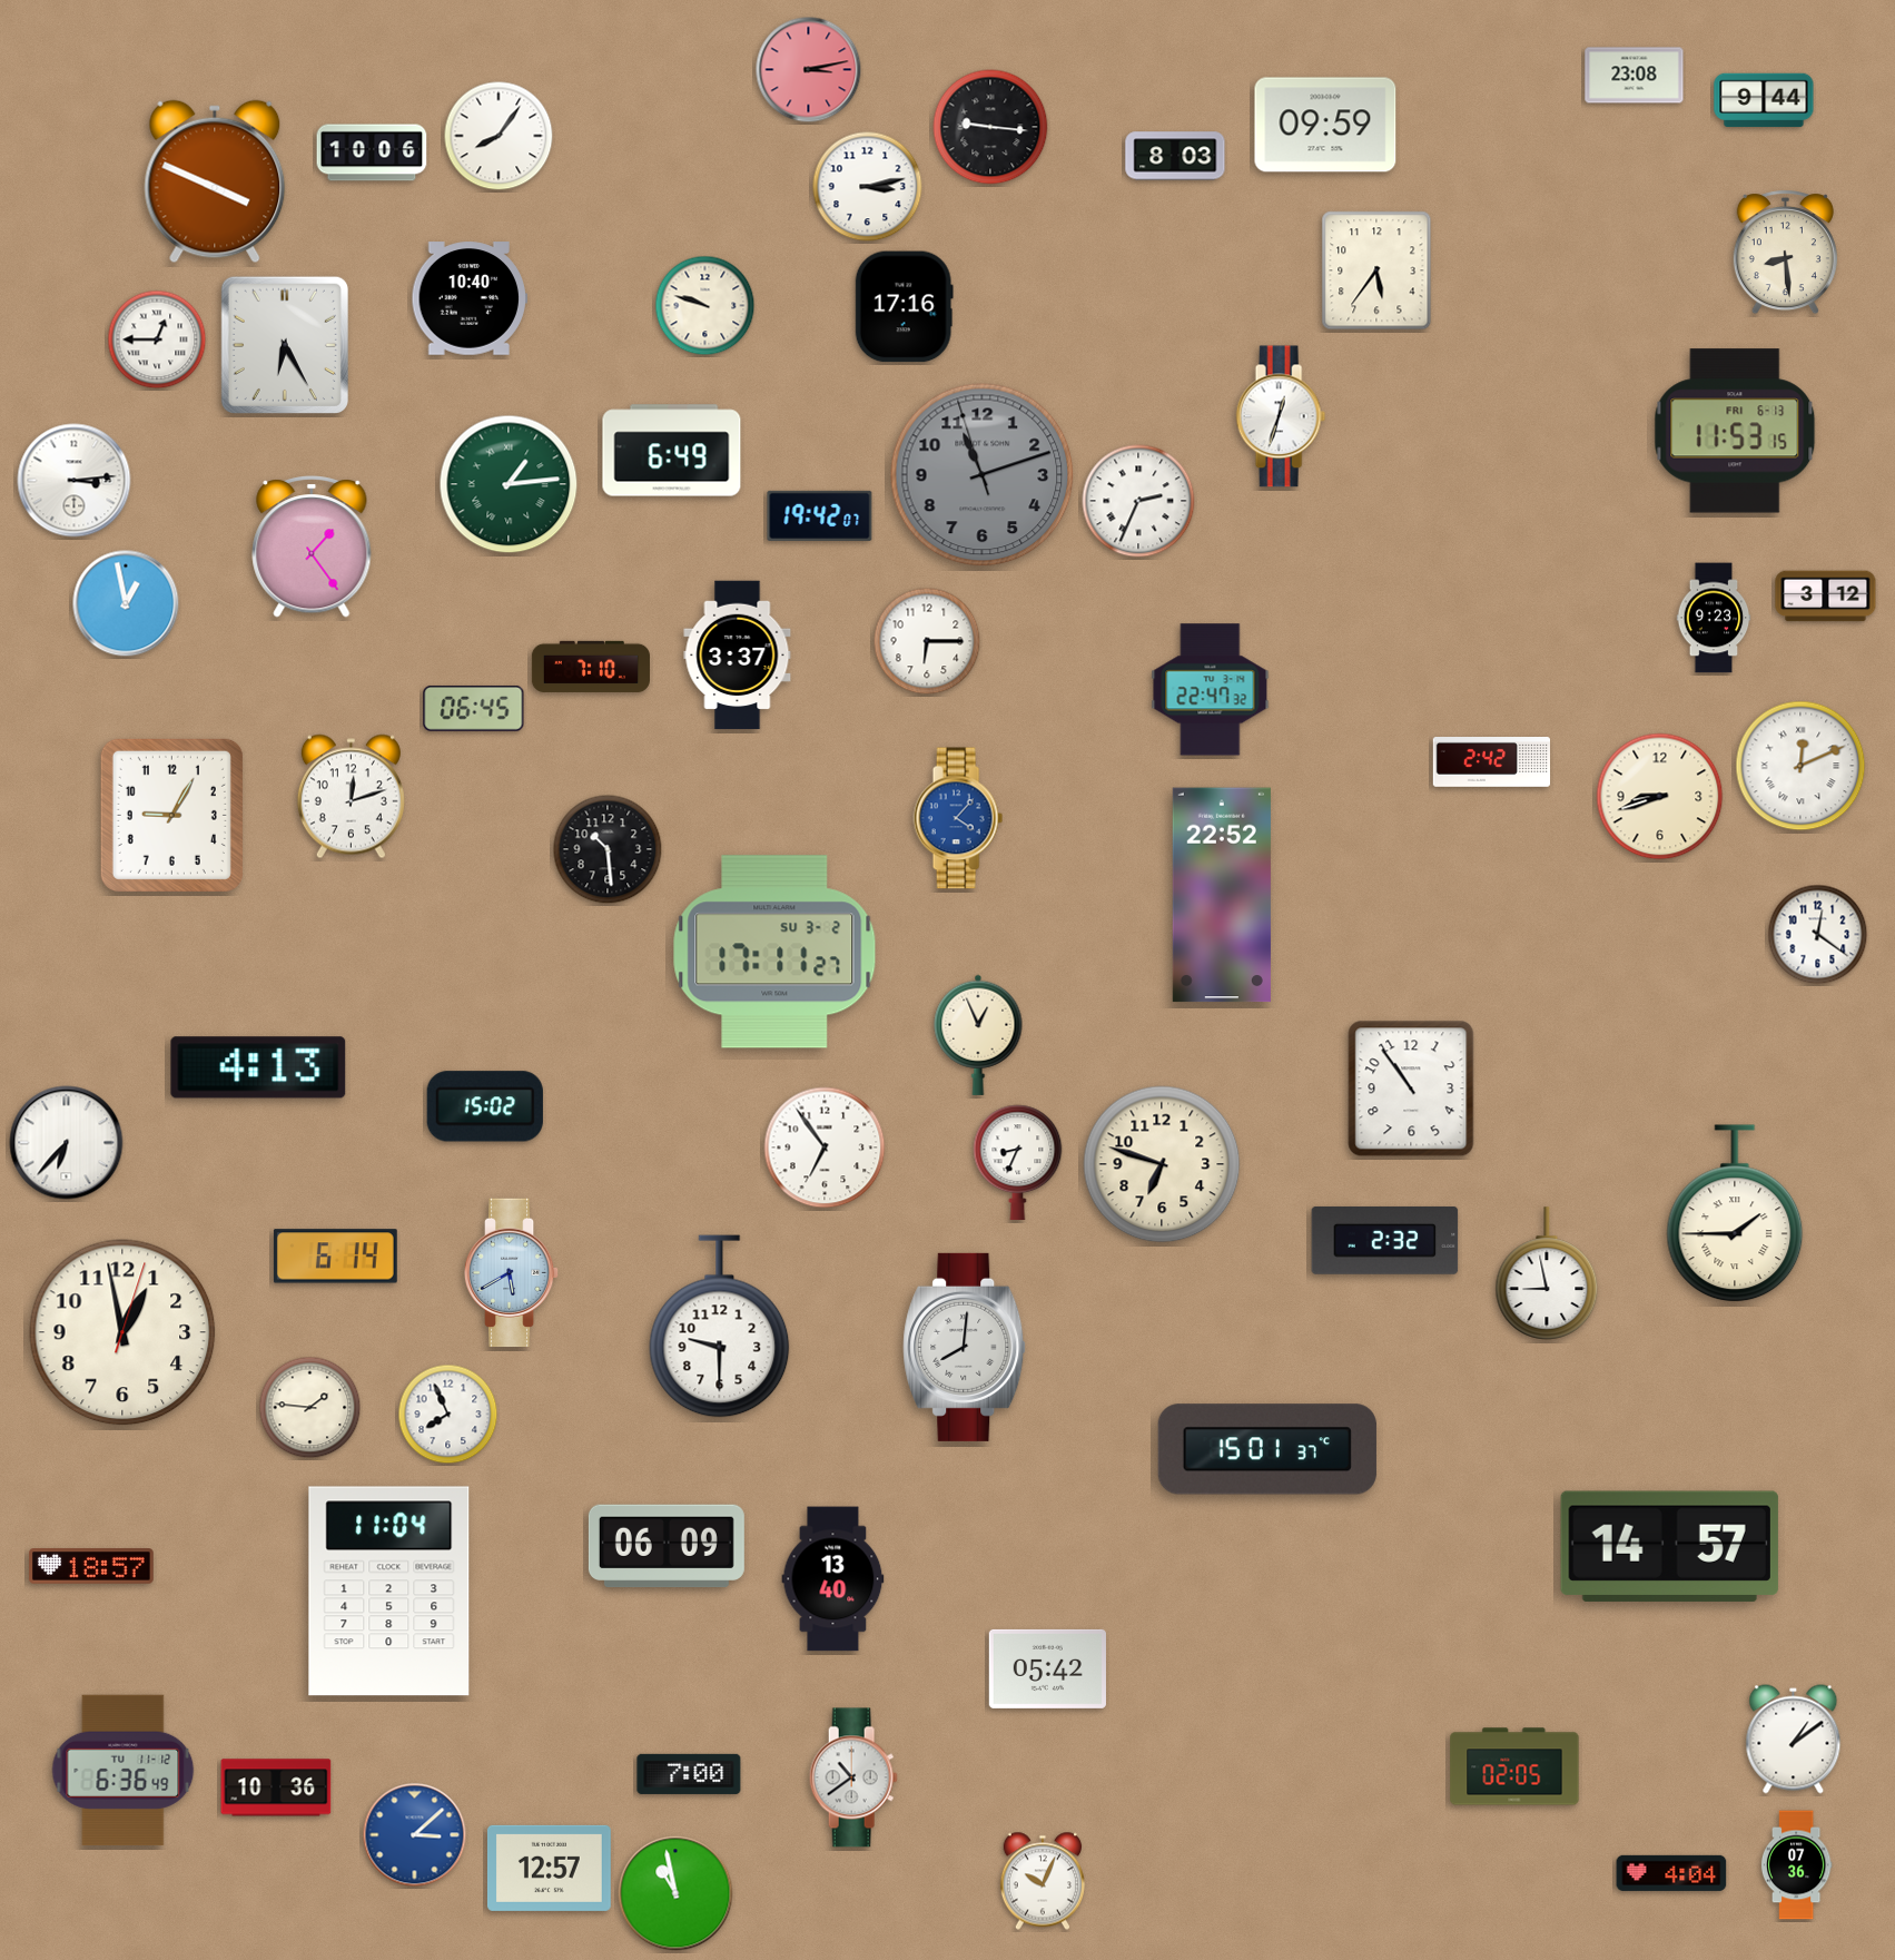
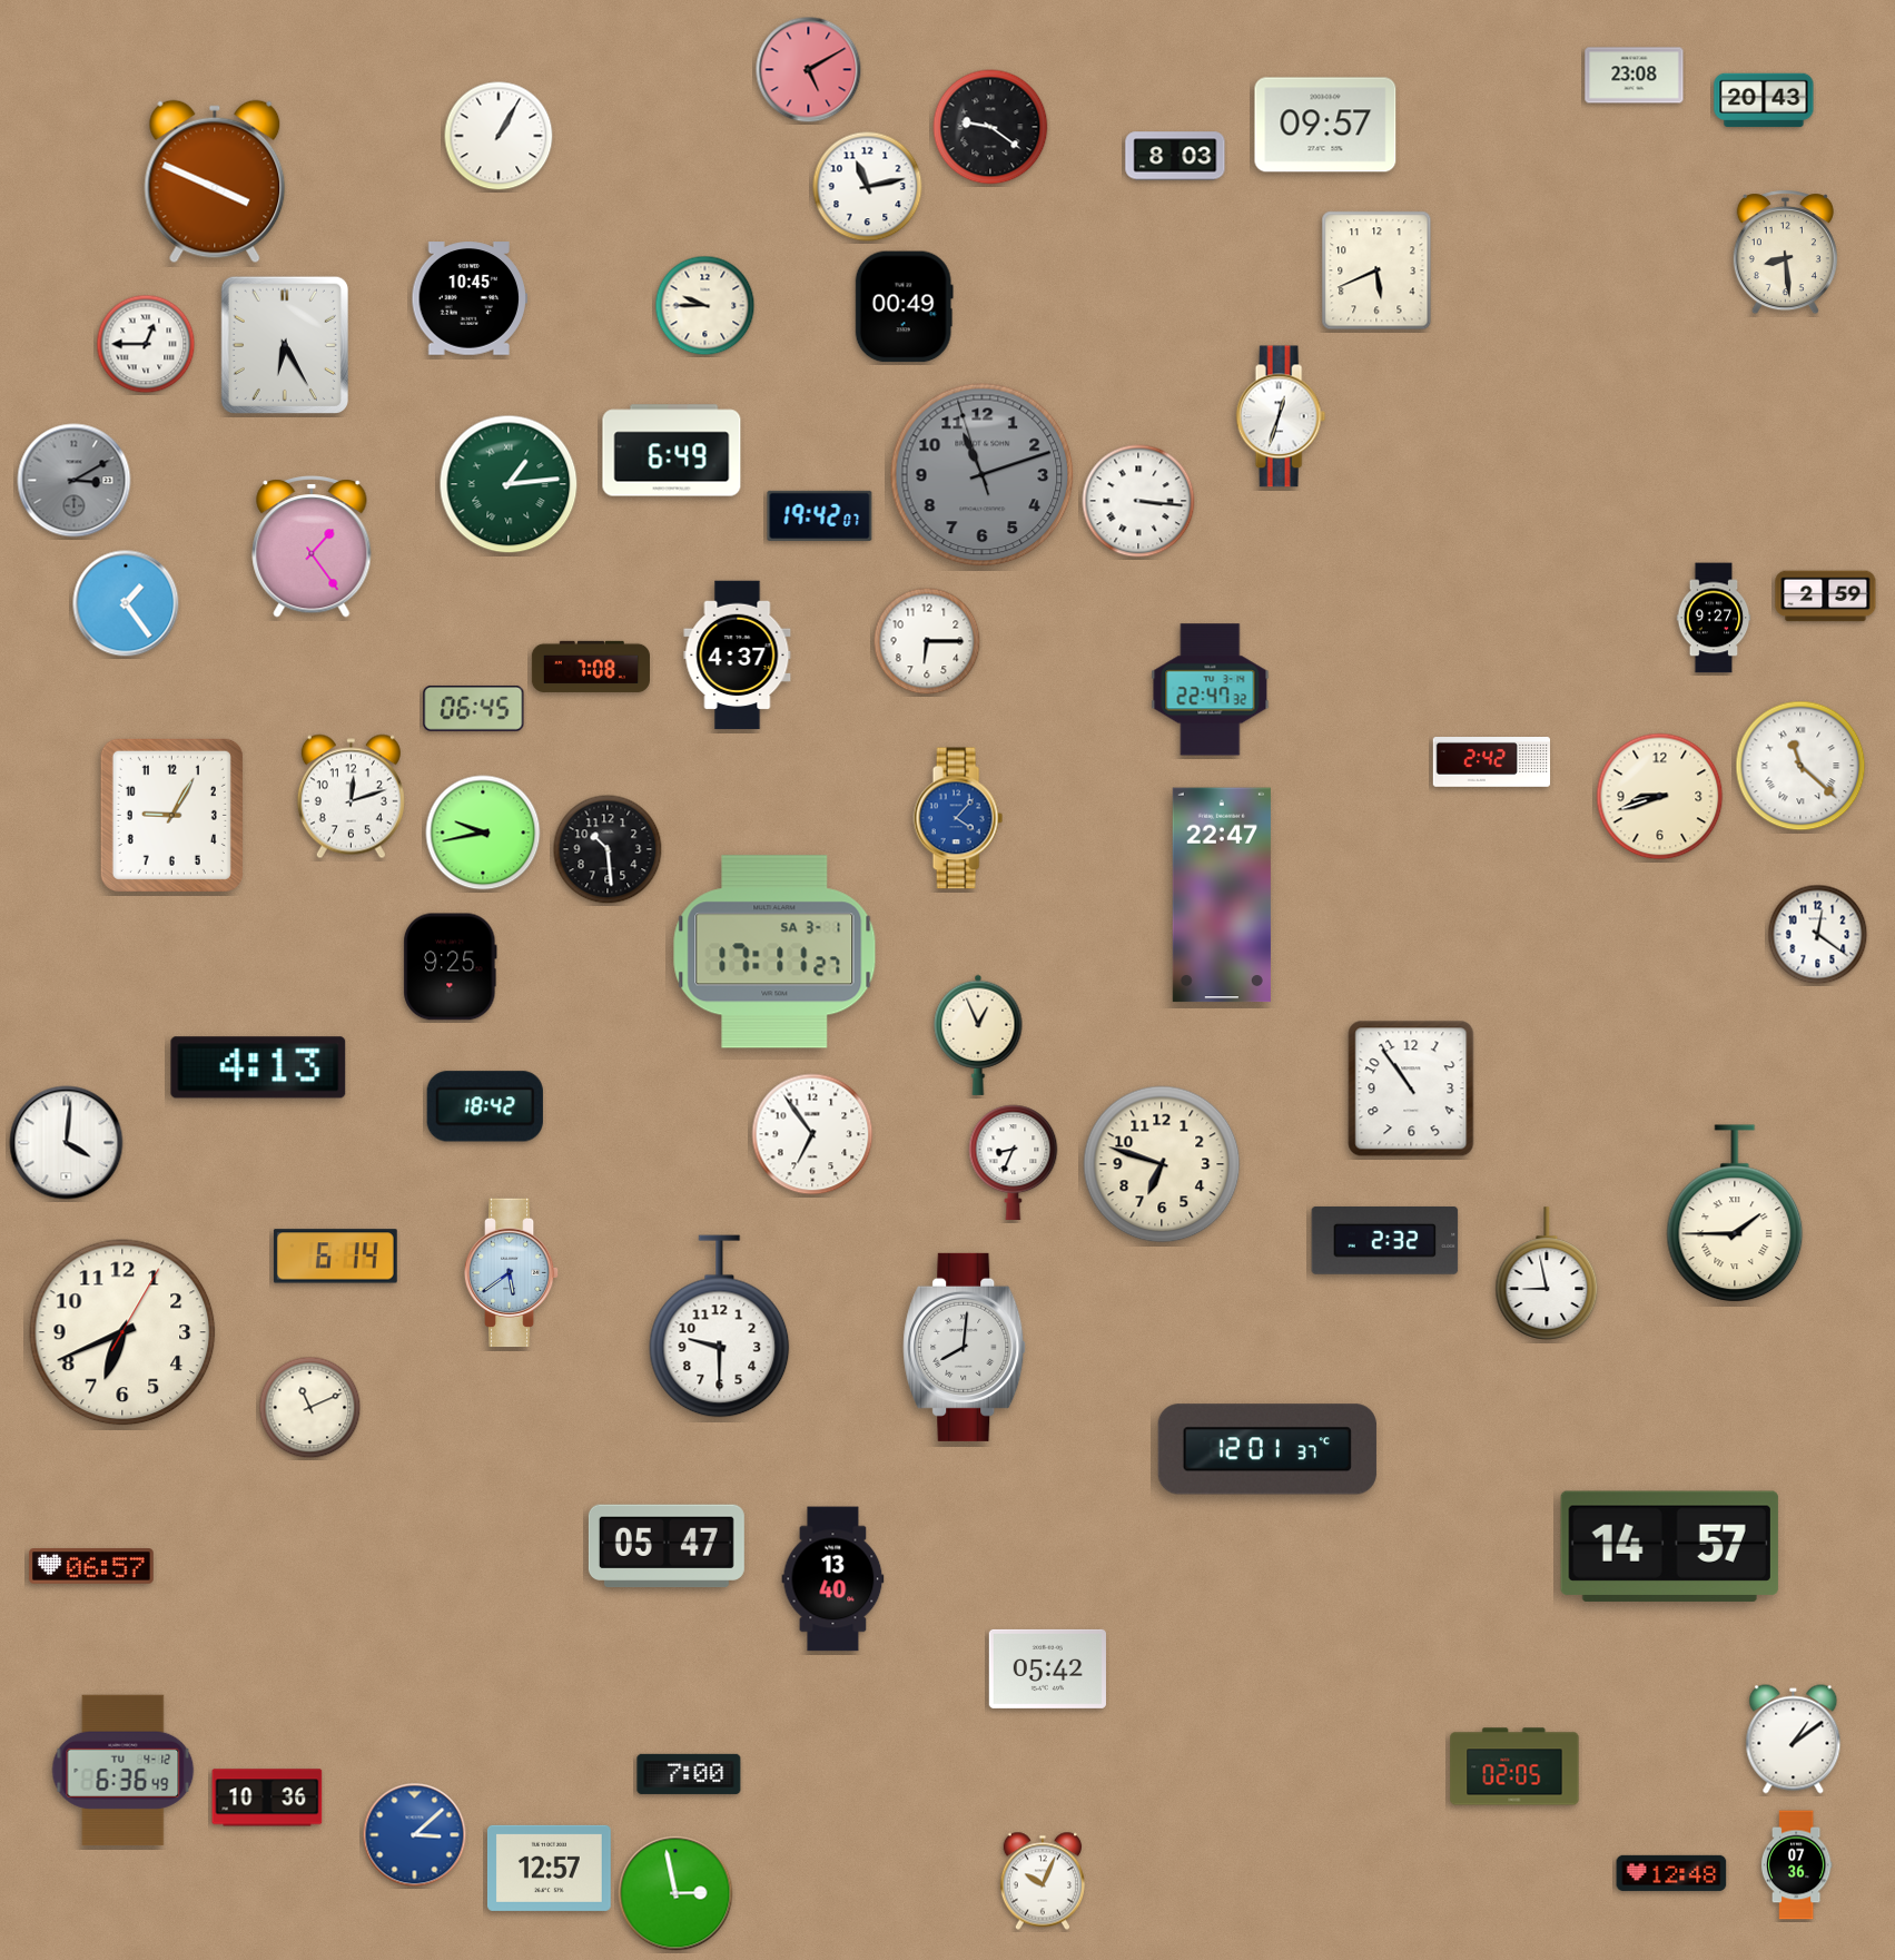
clock at (809, 70): 3:13 -> 5:10
clock at (1764, 100): 9:44 -> 20:43
clock at (1325, 125): 09:59 -> 09:57
clock at (990, 127): 9:16 -> 9:21
clock at (499, 136): 8:06 -> 1:05
clock at (372, 152): 10:06 -> none
clock at (868, 187): 3:13 -> 11:13
clock at (1376, 270): 5:36 -> 5:41
clock at (468, 298): 10:40 -> 10:45
clock at (705, 306): 9:48 -> 9:45
clock at (904, 307): 17:16 -> 00:49
clock at (157, 339) position: (157, 339) -> (146, 344)
clock at (1735, 431): 11:53 -> none
clock at (75, 481): 3:14 -> 3:10
clock at (75, 481) dial: white -> grey
clock at (1138, 501): 2:34 -> 3:16
clock at (1826, 597): 3:12 -> 2:59
clock at (126, 603): 12:58 -> 1:24
clock at (1714, 618): 9:23 -> 9:27
clock at (738, 656): 3:37 -> 4:37
clock at (591, 667): 7:10 -> 7:08
clock at (1800, 766): 12:11 -> 11:22
clock at (483, 833): none -> 9:43
clock at (1222, 895): 22:52 -> 22:47
clock at (774, 952) date: SU 3-2 -> SA 3-1
clock at (451, 967): none -> 9:25
clock at (485, 1106): 15:02 -> 18:42
clock at (67, 1143): 6:37 -> 4:01
clock at (825, 1148) position: (825, 1148) -> (812, 1134)
clock at (1018, 1163) position: (1018, 1163) -> (1014, 1163)
clock at (512, 1273): 5:40 -> 5:39
clock at (122, 1332): 12:58 -> 6:41
clock at (310, 1408): 1:46 -> 11:11
clock at (448, 1415): 7:56 -> none
clock at (1267, 1449): 15:01 -> 12:01
clock at (667, 1546): 06:09 -> 05:47
clock at (91, 1566): 18:57 -> 06:57
clock at (389, 1592): 11:04 -> none
clock at (124, 1770) date: TU 11-12 -> TU 4-12
clock at (853, 1777): 10:39 -> none
clock at (276, 1787) position: (276, 1787) -> (267, 1798)
clock at (1671, 1873): 4:04 -> 12:48
clock at (675, 1893): 10:58 -> 2:58
